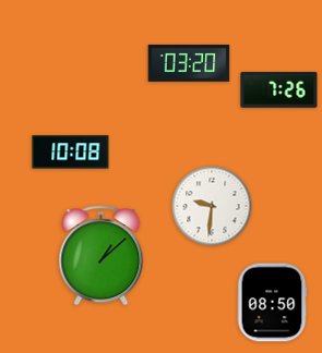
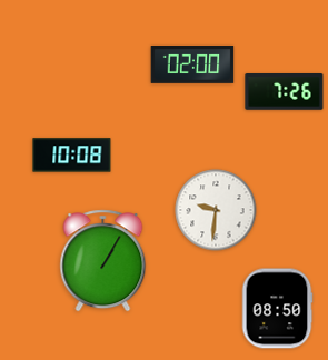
clock at (189, 63): 03:20 -> 02:00
clock at (102, 256): 1:08 -> 1:05
